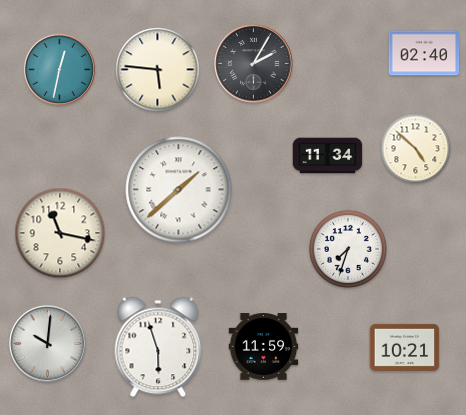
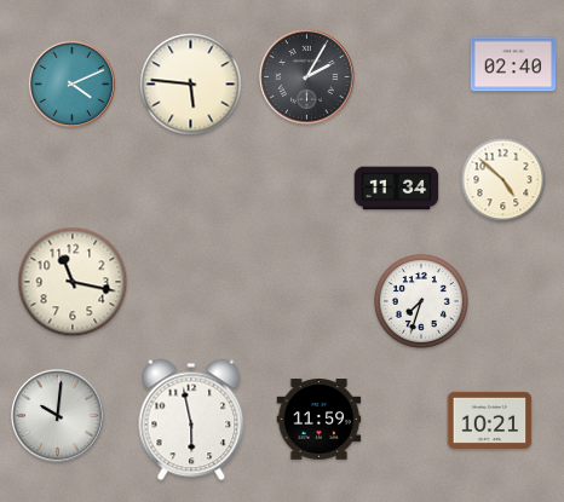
clock at (59, 69): 12:32 -> 4:11
clock at (179, 190): 1:38 -> none
clock at (158, 347): 5:57 -> 5:58
